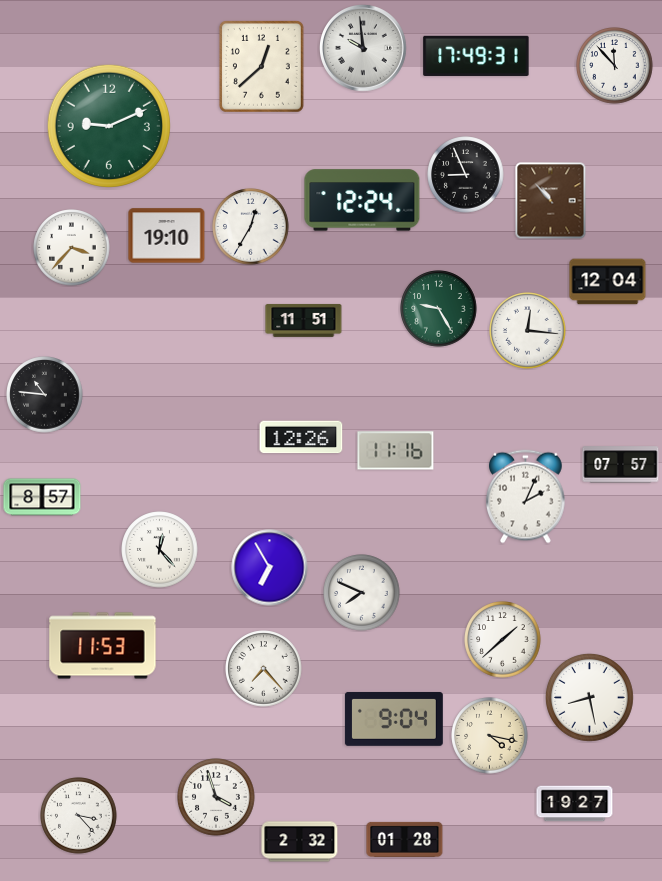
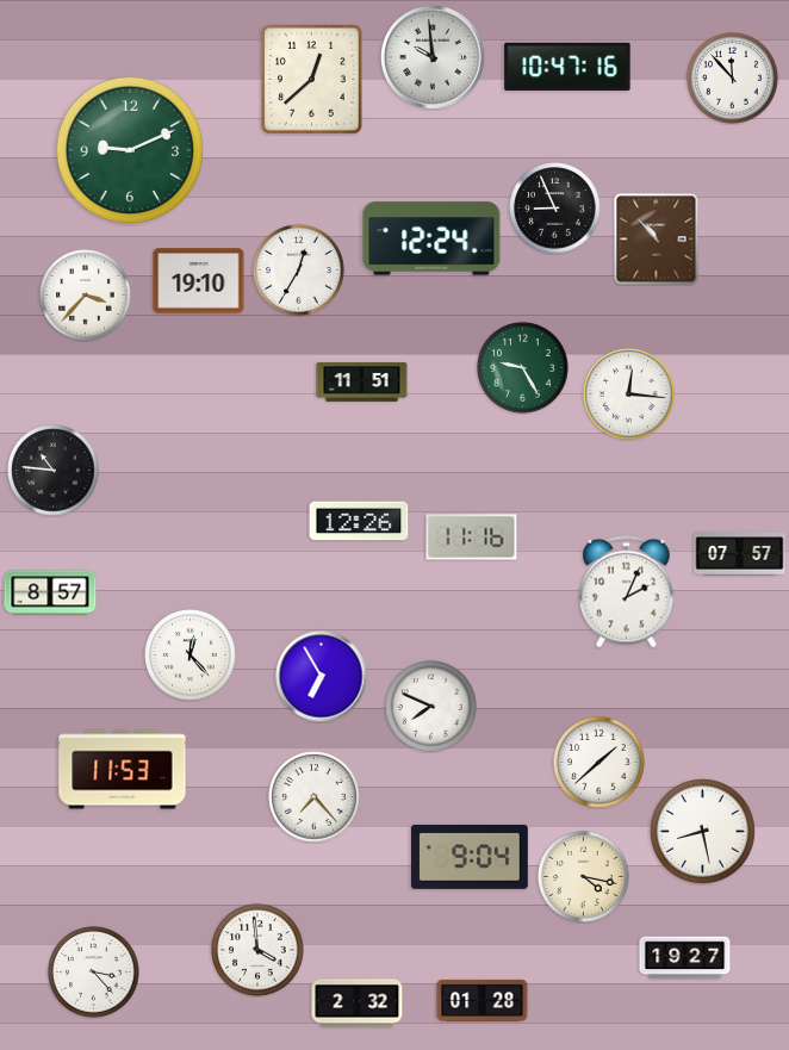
clock at (476, 56): 17:49 -> 10:47
clock at (608, 282): 12:04 -> none
clock at (216, 797): 3:57 -> 3:59
